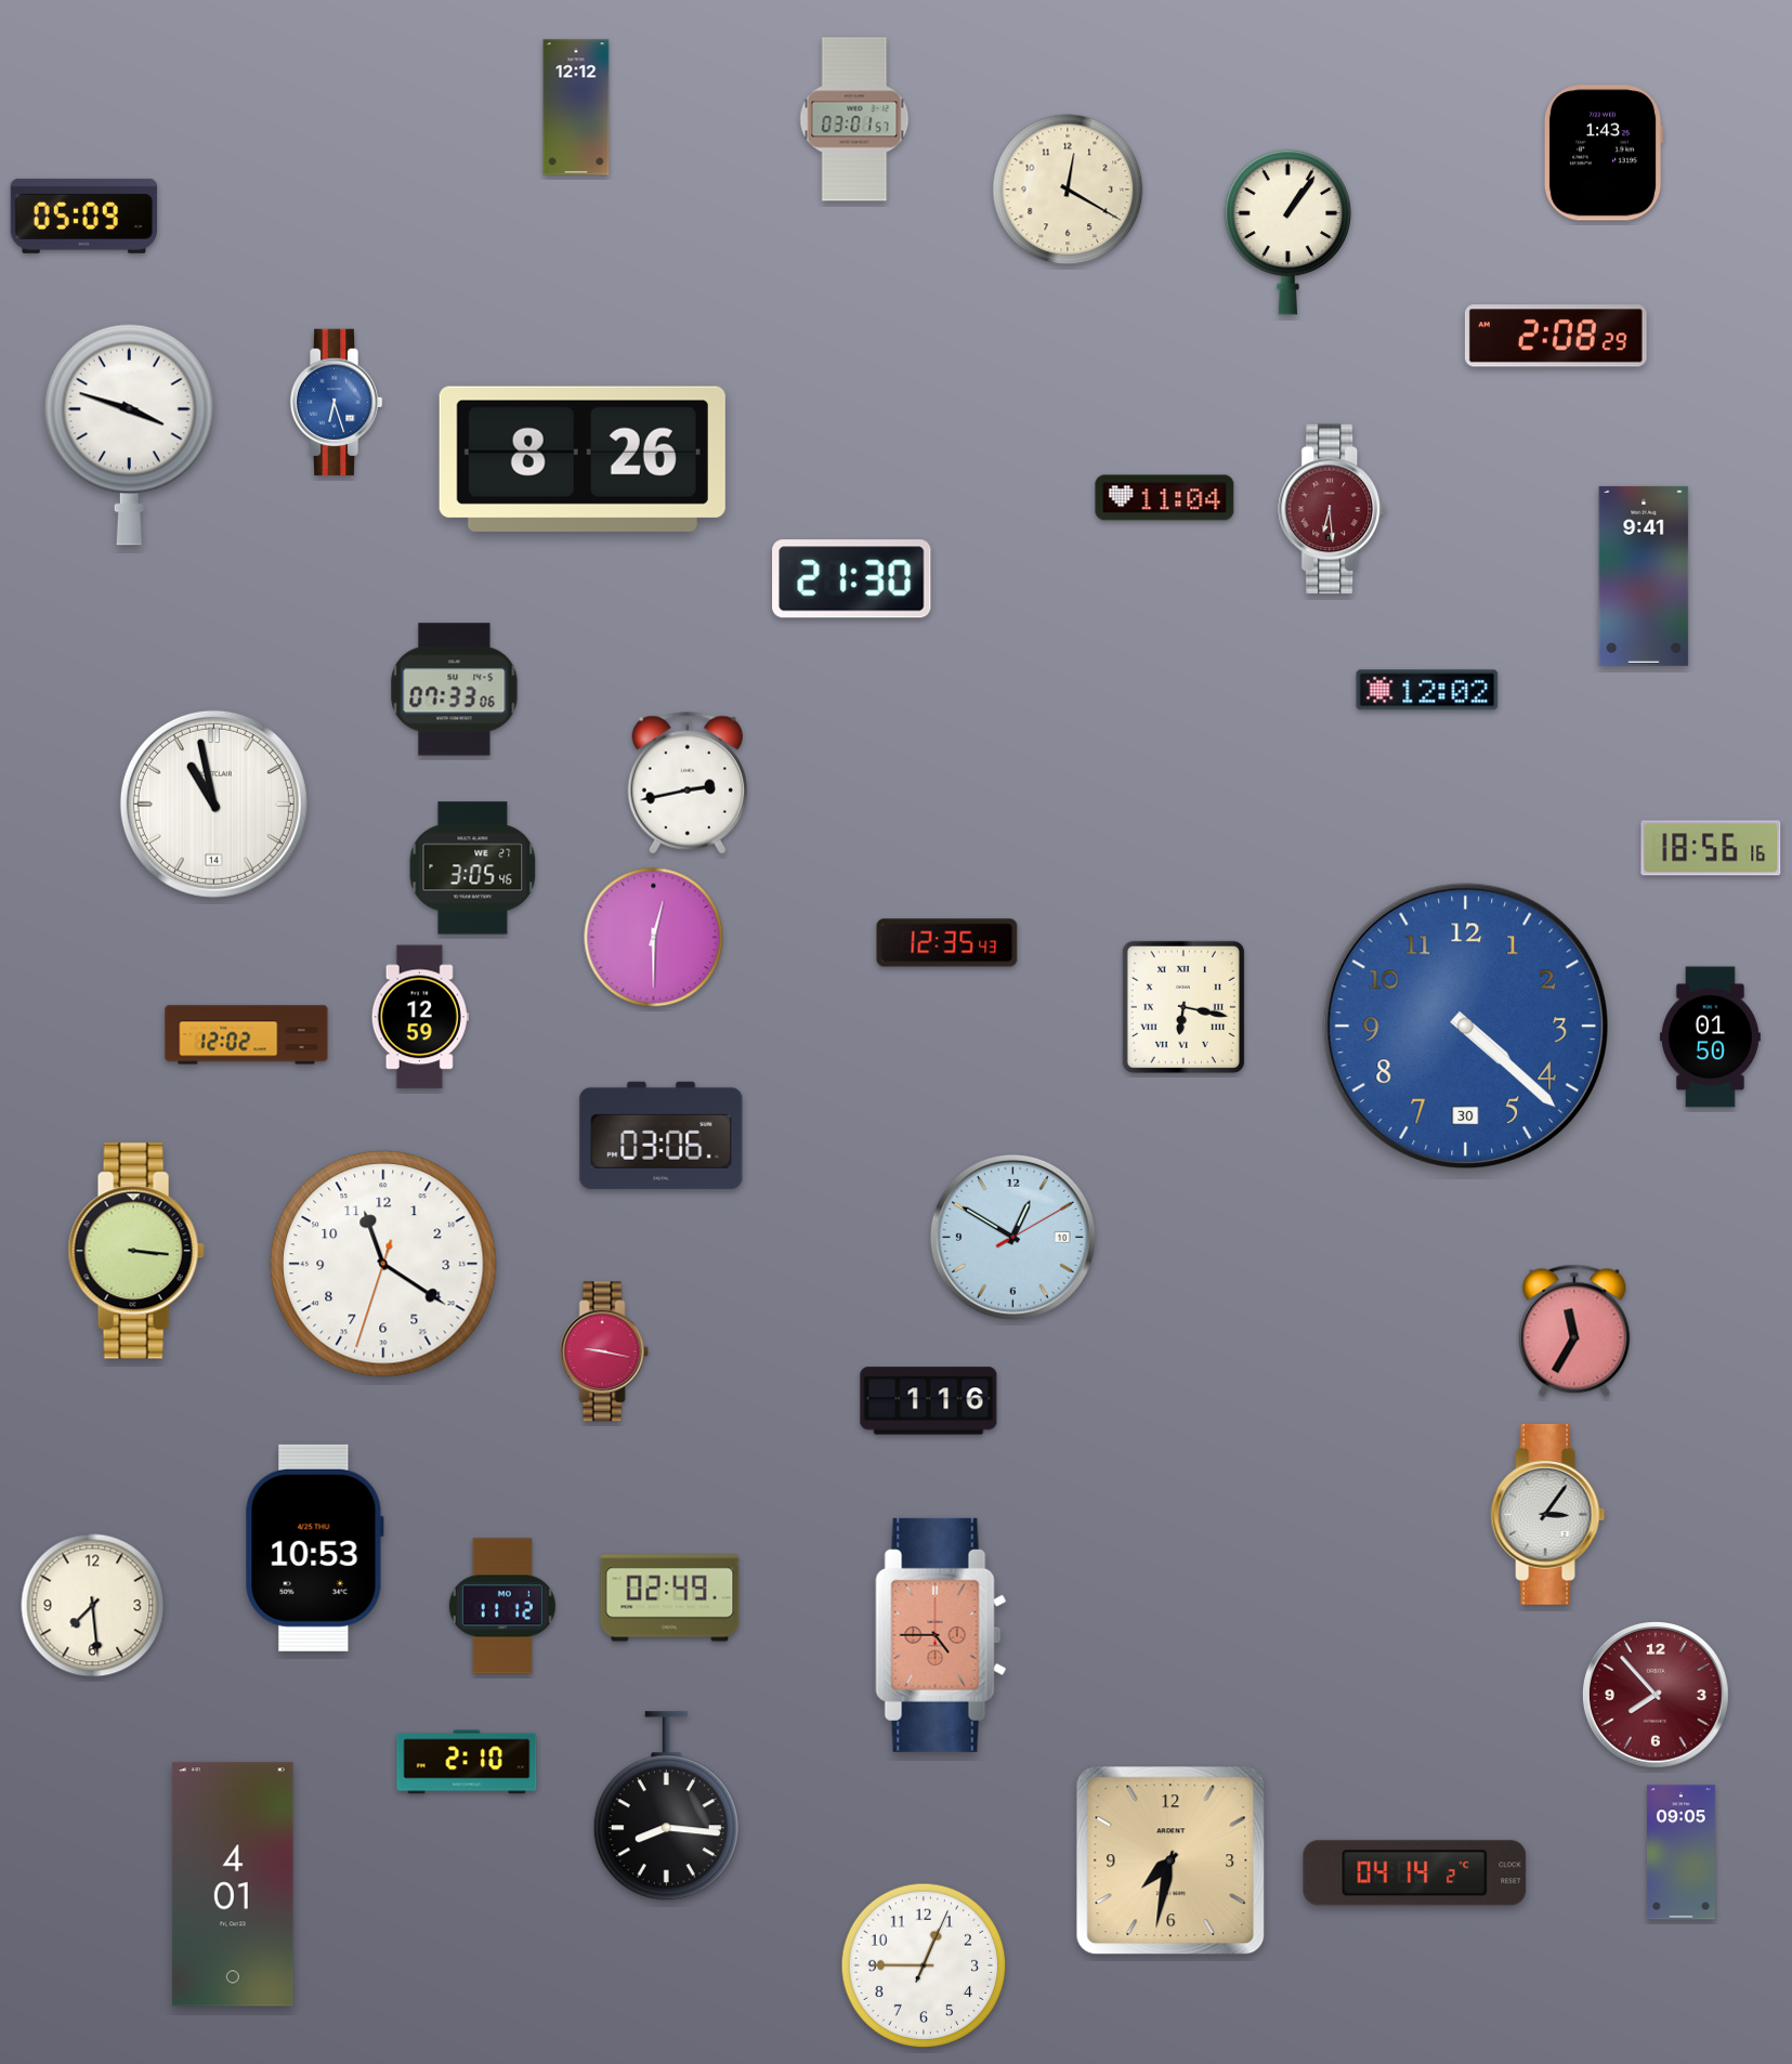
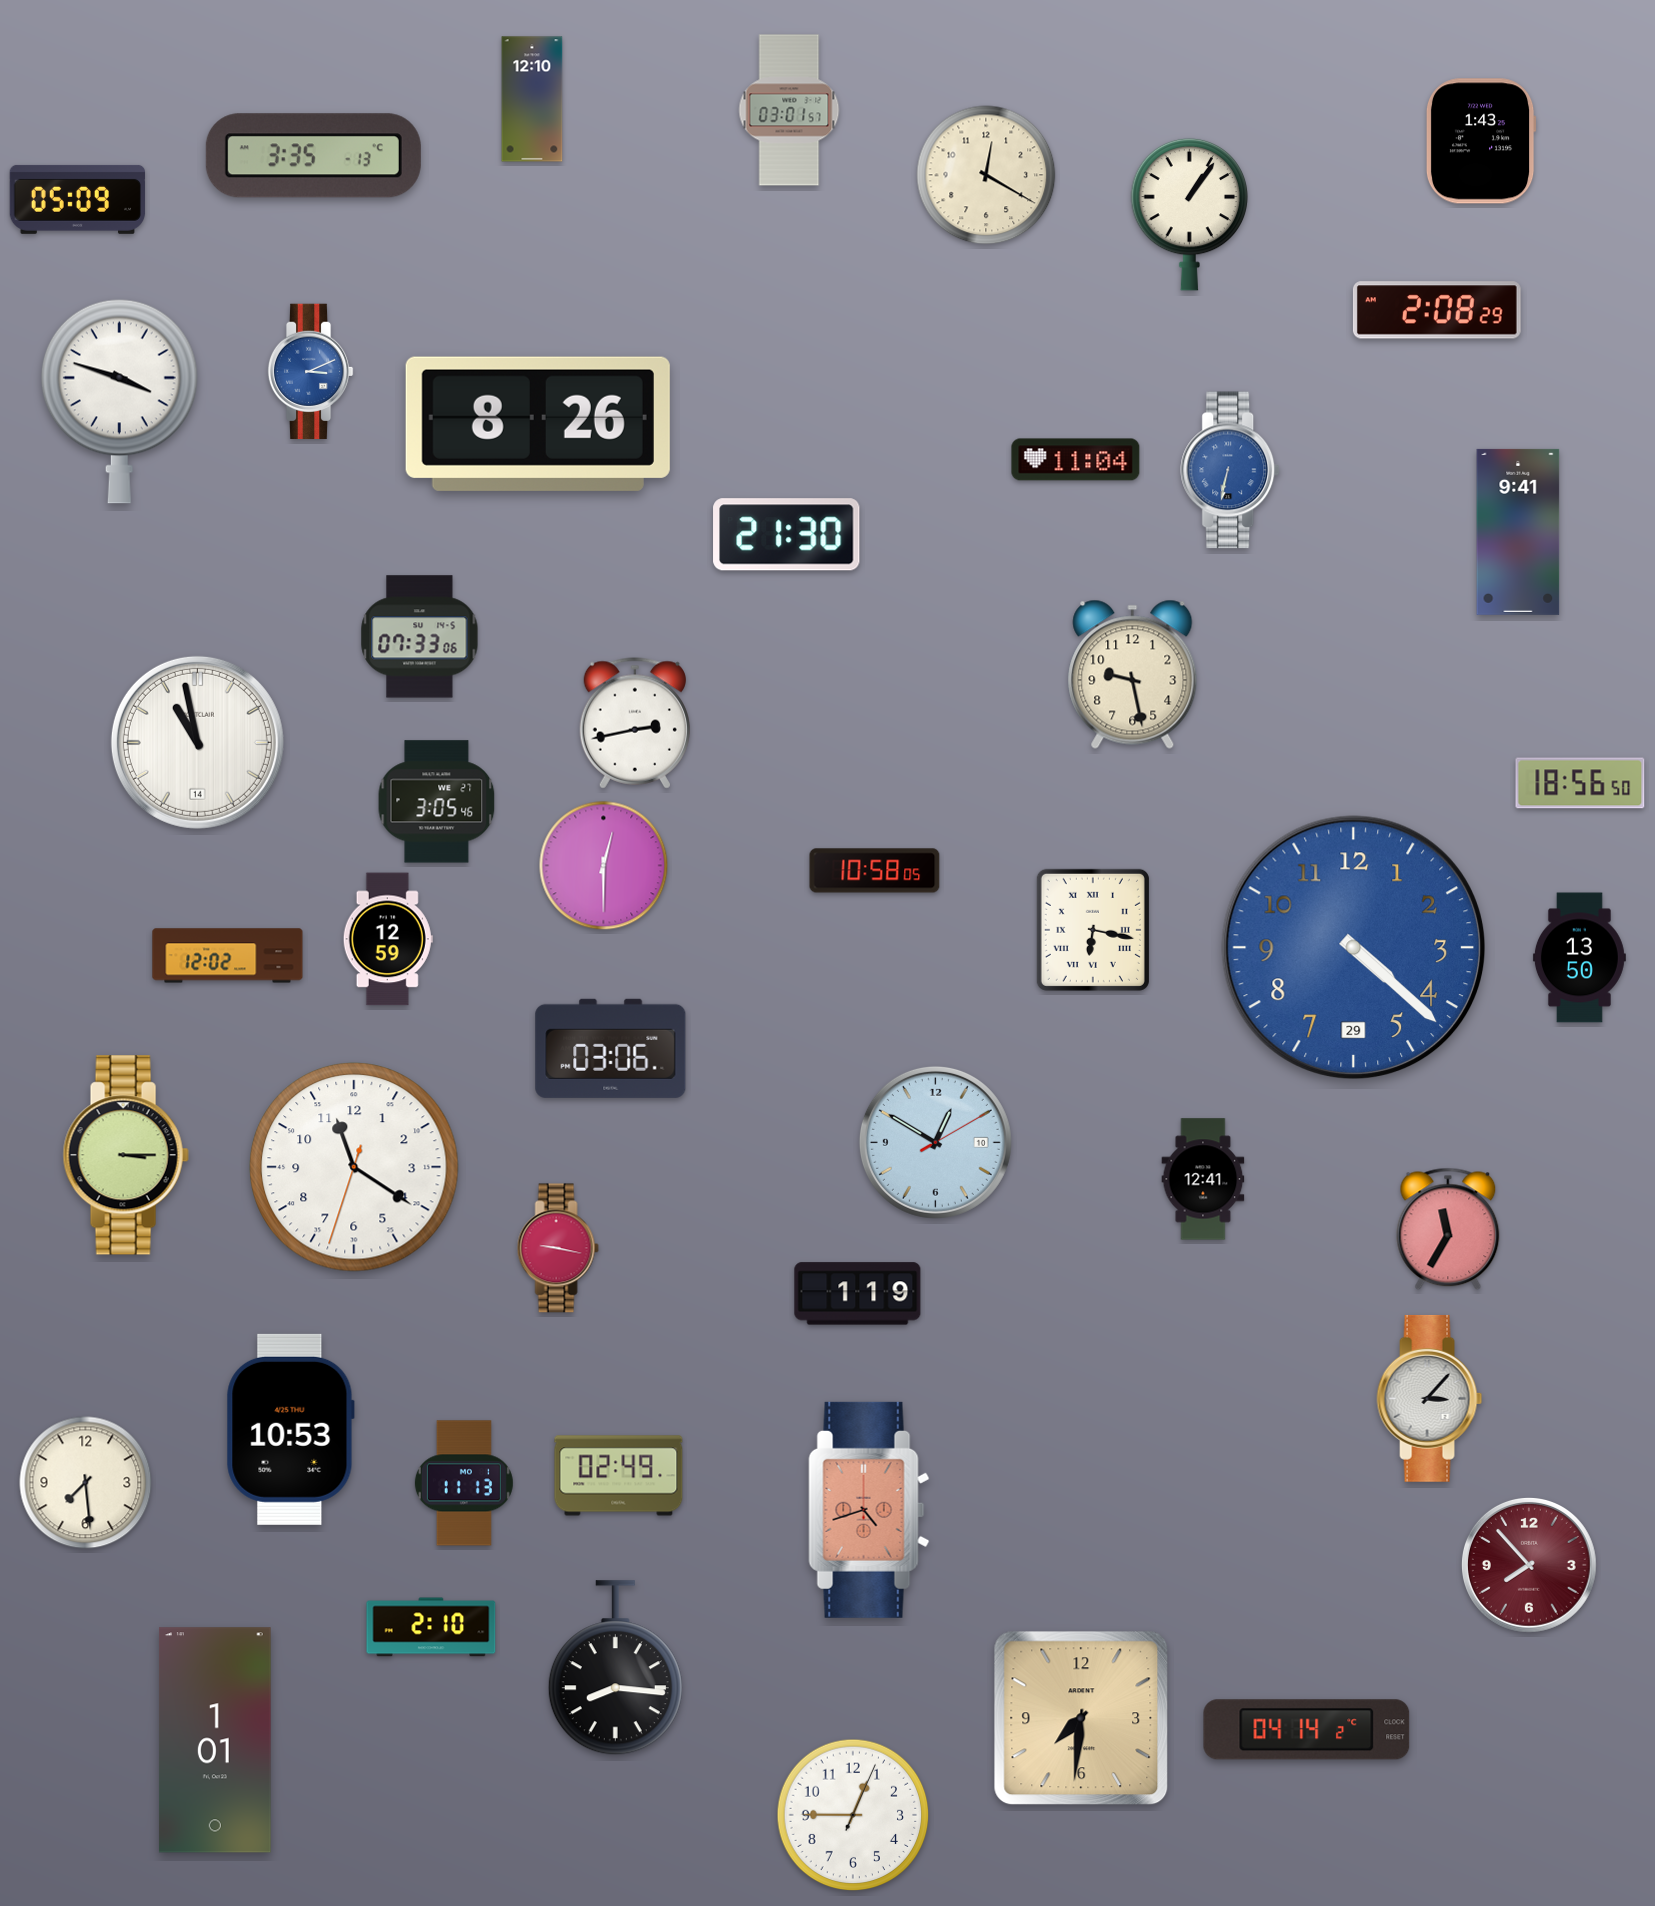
clock at (576, 107): 12:12 -> 12:10
clock at (313, 156): none -> 3:35
clock at (336, 403): 6:27 -> 3:11
clock at (1333, 509): 6:29 -> 6:32
clock at (1333, 509) dial: burgundy -> blue
clock at (1427, 690): 12:02 -> none
clock at (1133, 674): none -> 9:28
clock at (1711, 848): 18:56:16 -> 18:56:50
clock at (947, 943): 12:35 -> 10:58
clock at (1465, 1026) date: 30 -> 29
clock at (1710, 1037): 01:50 -> 13:50
clock at (136, 1251): 3:16 -> 3:15
clock at (1203, 1179): none -> 12:41
clock at (1574, 1331) position: (1574, 1331) -> (1448, 1229)
clock at (929, 1401): 1:16 -> 1:19
clock at (1548, 1514): 3:06 -> 3:07
clock at (502, 1606): 11:12 -> 11:13
clock at (941, 1635): 4:45 -> 4:42
clock at (1682, 1853): 09:05 -> none
clock at (1170, 1860): 7:32 -> 7:31
clock at (233, 1884): 4:01 -> 1:01
